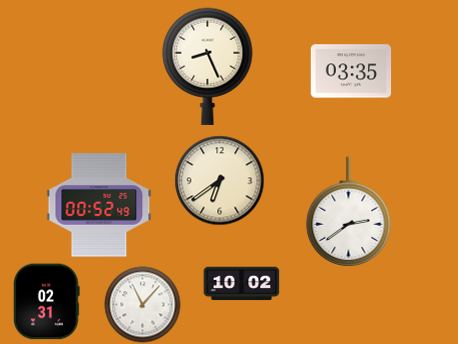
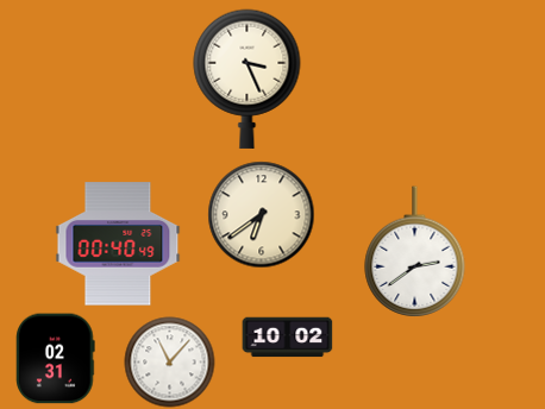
clock at (208, 66): 8:26 -> 3:26
clock at (351, 71): 03:35 -> none
clock at (99, 205): 00:52 -> 00:40
